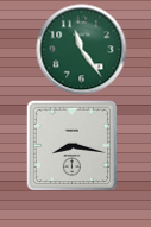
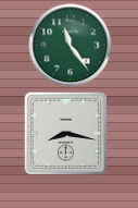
clock at (82, 50) position: (82, 50) -> (71, 46)
